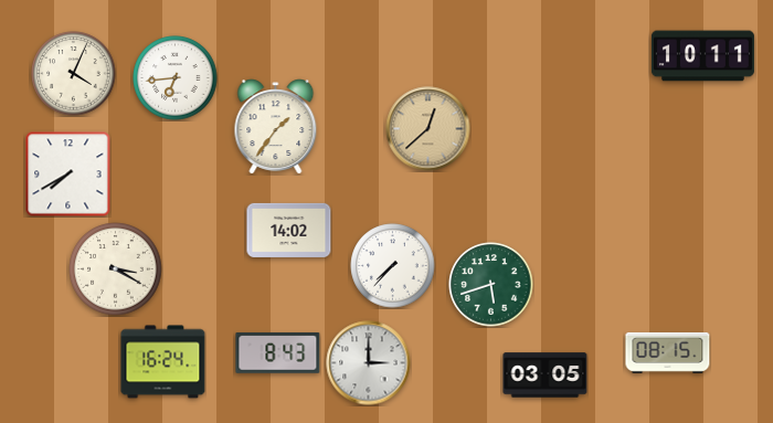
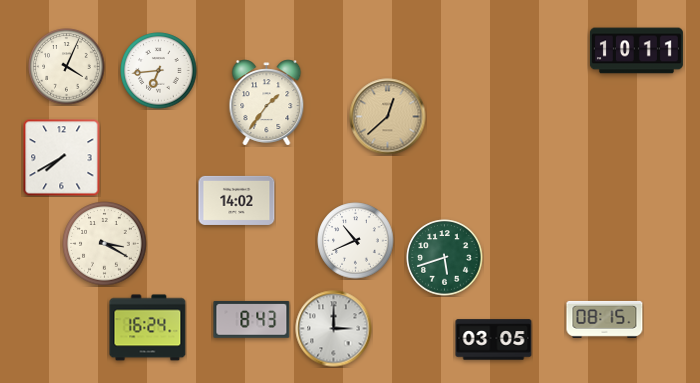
clock at (276, 127) position: (276, 127) -> (267, 103)
clock at (289, 230) position: (289, 230) -> (237, 200)
clock at (393, 266): 7:37 -> 10:41
